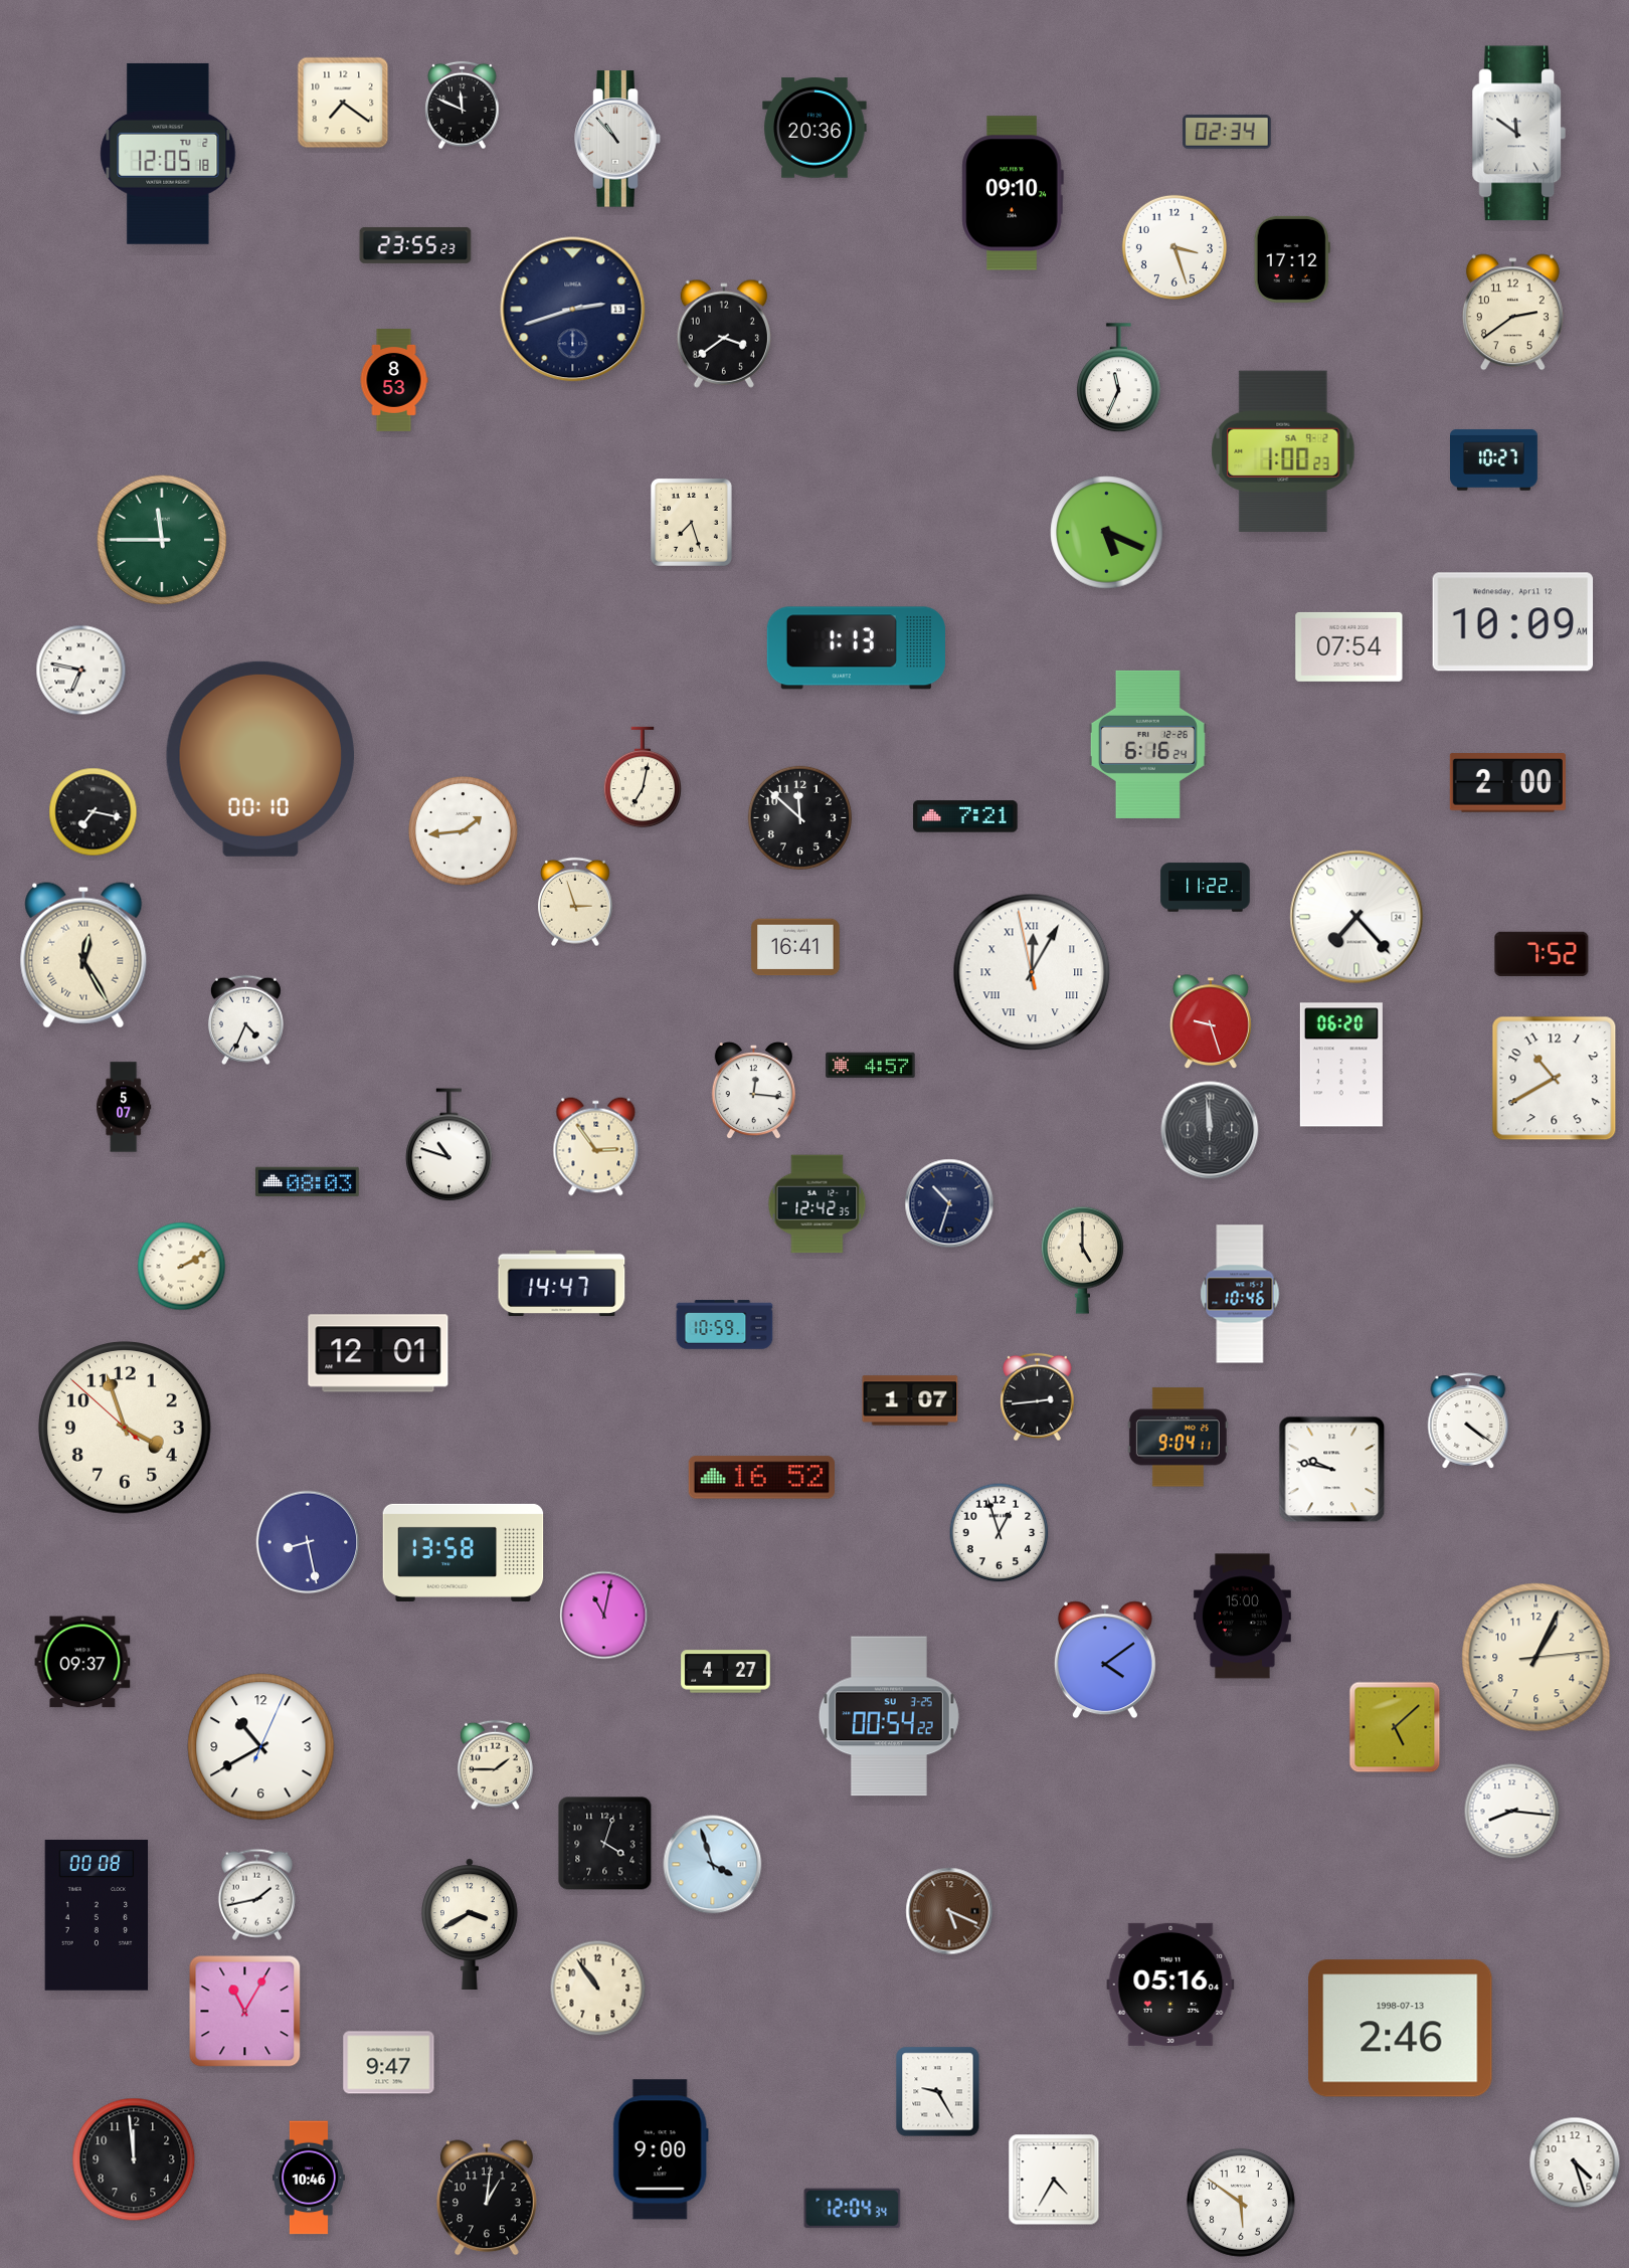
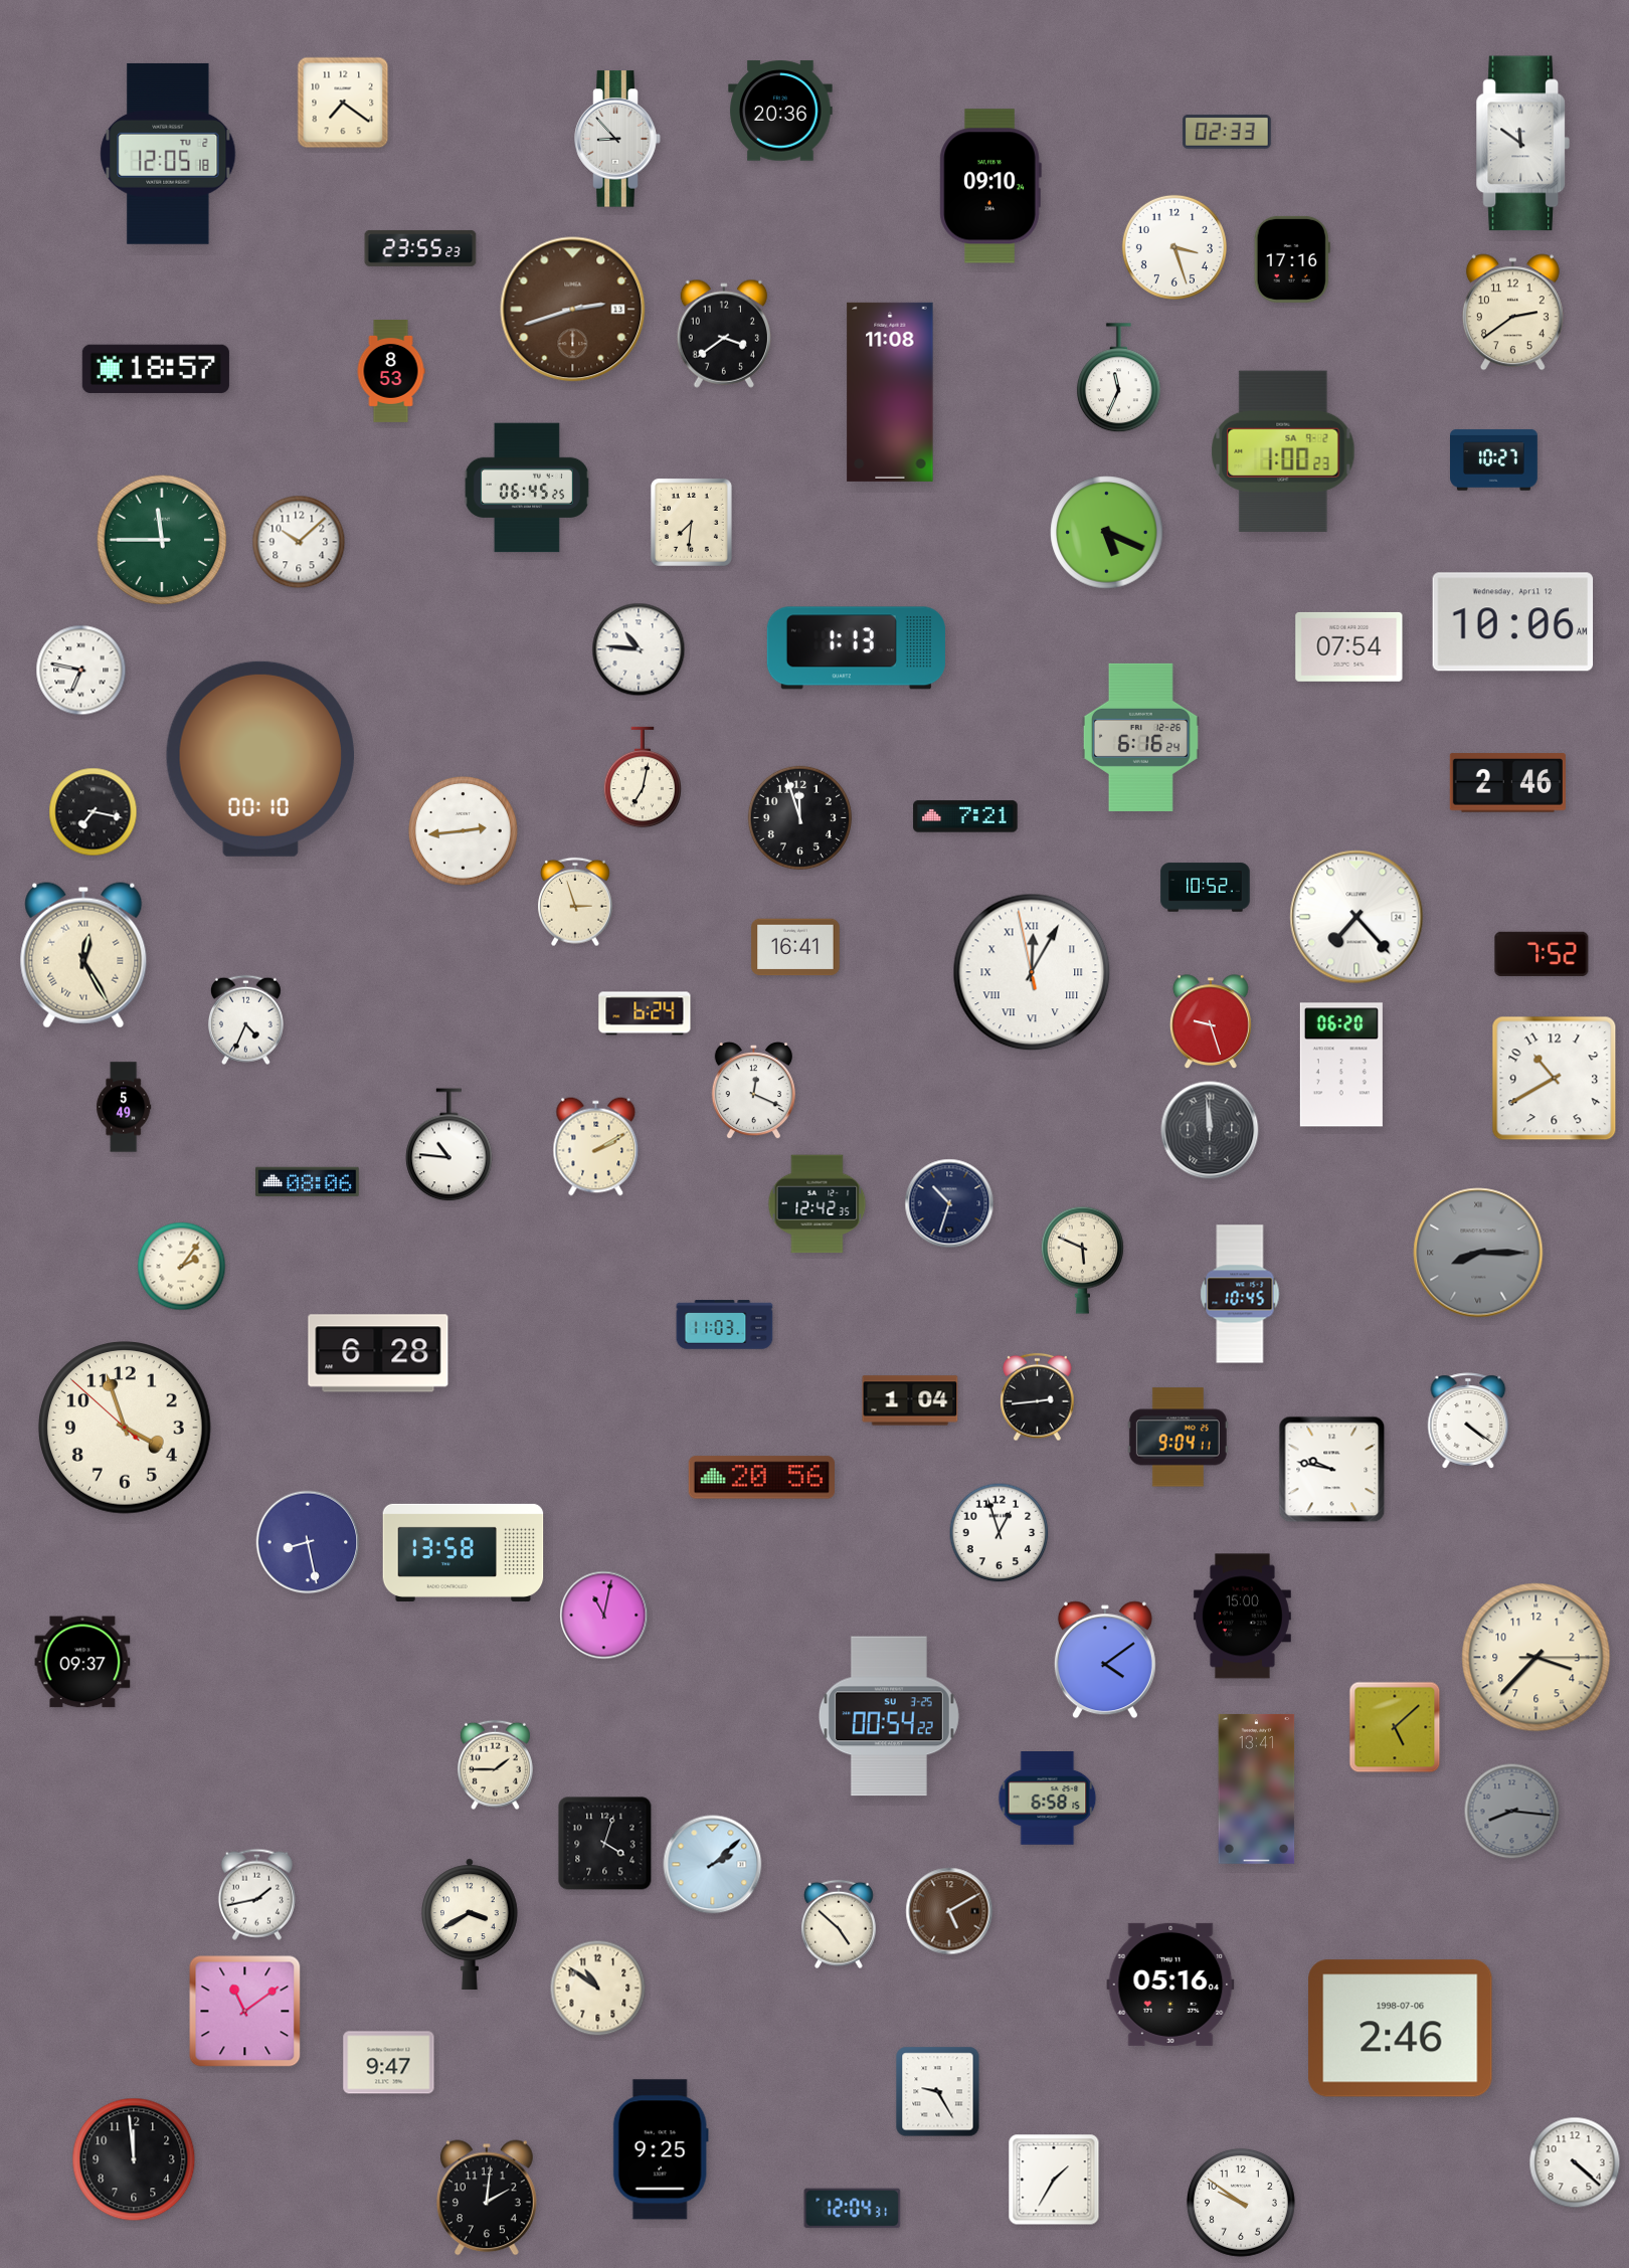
clock at (463, 106): 11:49 -> none
clock at (814, 128) position: (814, 128) -> (780, 111)
clock at (1227, 132): 02:34 -> 02:33
clock at (1518, 134) position: (1518, 134) -> (1522, 144)
clock at (617, 139): 10:53 -> 8:53
clock at (1013, 193) position: (1013, 193) -> (990, 186)
clock at (415, 245) position: (415, 245) -> (420, 248)
clock at (1292, 259): 17:12 -> 17:16
clock at (573, 310) dial: navy -> brown
clock at (156, 368): none -> 18:57
clock at (394, 381) position: (394, 381) -> (391, 372)
clock at (890, 392): none -> 11:08
clock at (527, 488): none -> 06:45
clock at (691, 522): 7:27 -> 7:31
clock at (299, 542): none -> 10:08
clock at (1513, 622): 10:09 -> 10:06
clock at (639, 649): none -> 10:46
clock at (1147, 744) position: (1147, 744) -> (1140, 737)
clock at (1507, 783): 2:00 -> 2:46
clock at (799, 817): 11:52 -> 11:57
clock at (464, 831): 1:44 -> 2:44
clock at (1206, 888): 11:22 -> 10:52
clock at (645, 1013): none -> 6:24
clock at (871, 1066): 4:57 -> none
clock at (753, 1092): 12:16 -> 12:19
clock at (124, 1107): 5:07 -> 5:49
clock at (449, 1145): 10:48 -> 10:46
clock at (596, 1147): 2:54 -> 2:10
clock at (308, 1182): 08:03 -> 08:06
clock at (1478, 1253): none -> 8:15
clock at (1082, 1260): 5:00 -> 5:49
clock at (182, 1267): 2:10 -> 2:06
clock at (562, 1284): 14:47 -> none
clock at (1240, 1294): 10:46 -> 10:45
clock at (725, 1325): 10:59 -> 11:03
clock at (378, 1353): 12:01 -> 6:28
clock at (910, 1400): 1:07 -> 1:04
clock at (761, 1478): 16:52 -> 20:56
clock at (1536, 1658): 1:04 -> 3:37
clock at (726, 1672): 4:27 -> none
clock at (261, 1747): 10:40 -> none
clock at (1257, 1788): none -> 13:41
clock at (1048, 1799): none -> 6:58
clock at (1512, 1812) dial: white -> grey
clock at (713, 1865): 3:57 -> 2:08
clock at (949, 1911): 5:19 -> 5:10
clock at (97, 1916): 00:08 -> none
clock at (840, 1924): none -> 4:52
clock at (598, 1989): 10:54 -> 10:51
clock at (245, 2012): 11:05 -> 11:09
clock at (1401, 2029) date: 1998-07-13 -> 1998-07-06
clock at (661, 2149): 9:00 -> 9:25
clock at (1575, 2162): 4:27 -> 4:22
clock at (309, 2178): 10:46 -> none
clock at (1054, 2180): 4:35 -> 1:35
clock at (487, 2198): 1:01 -> 2:01
clock at (1241, 2203): 5:51 -> 9:51
clock at (853, 2209): 12:04:34 -> 12:04:31
